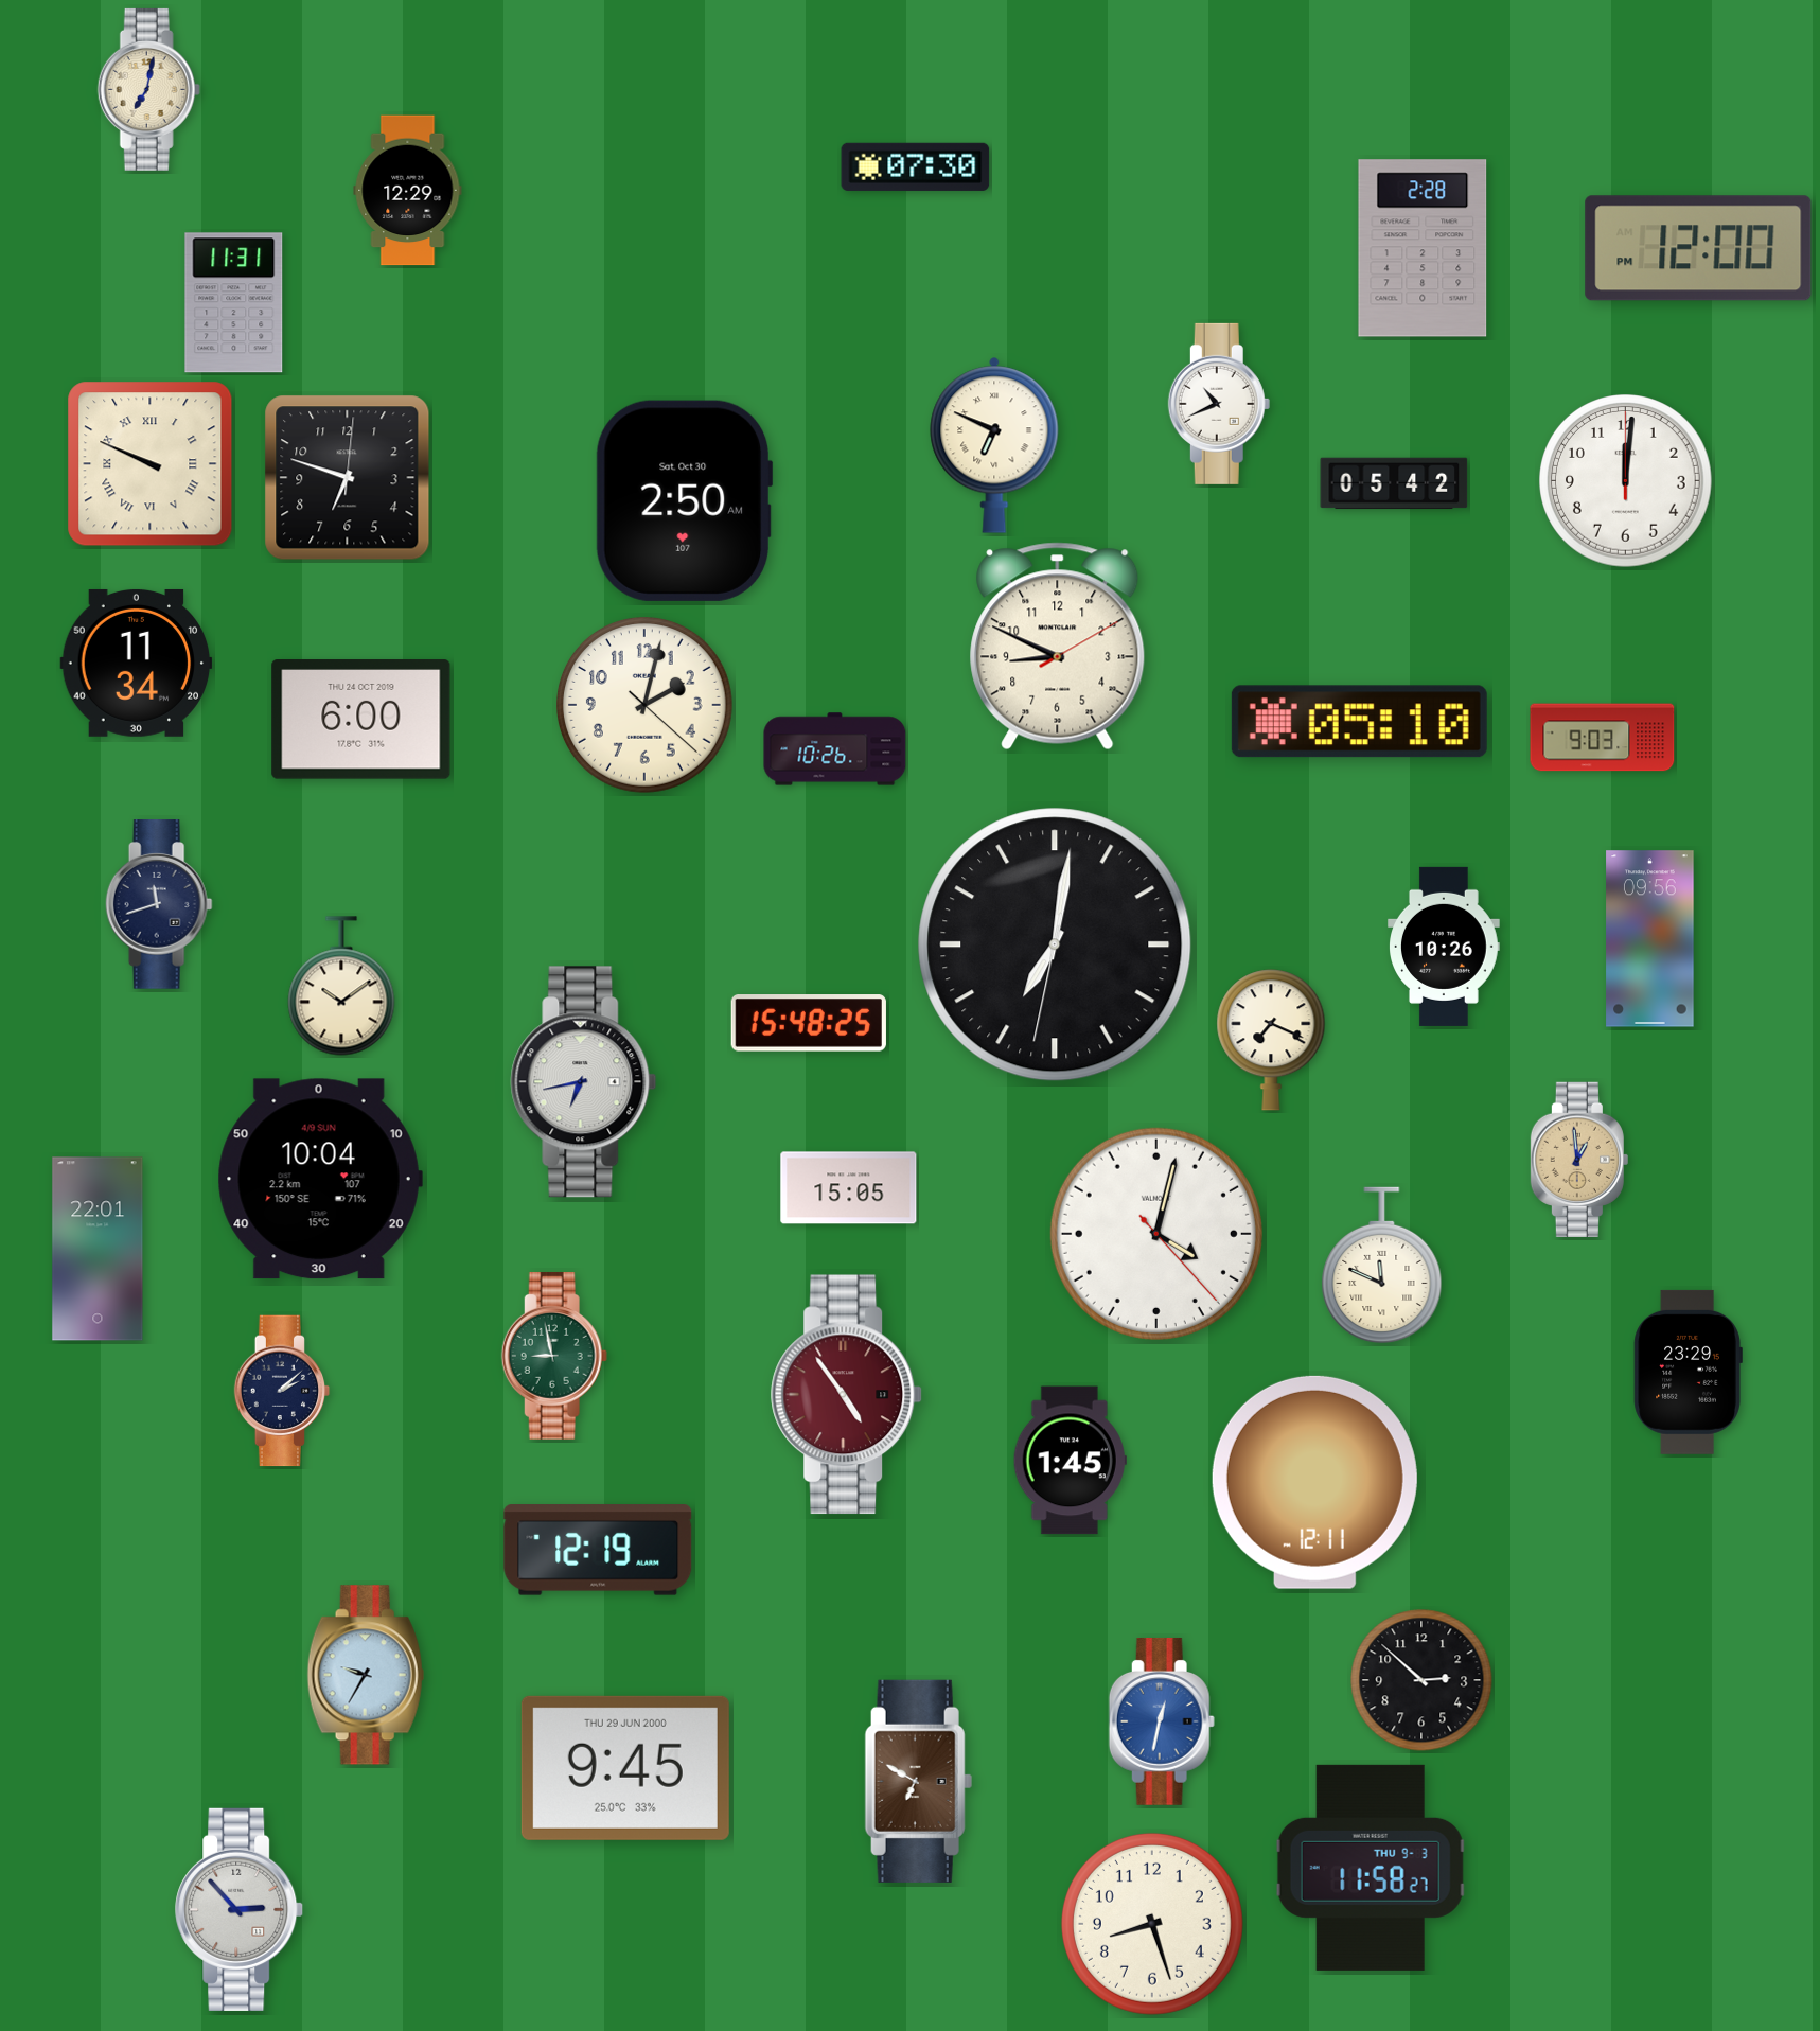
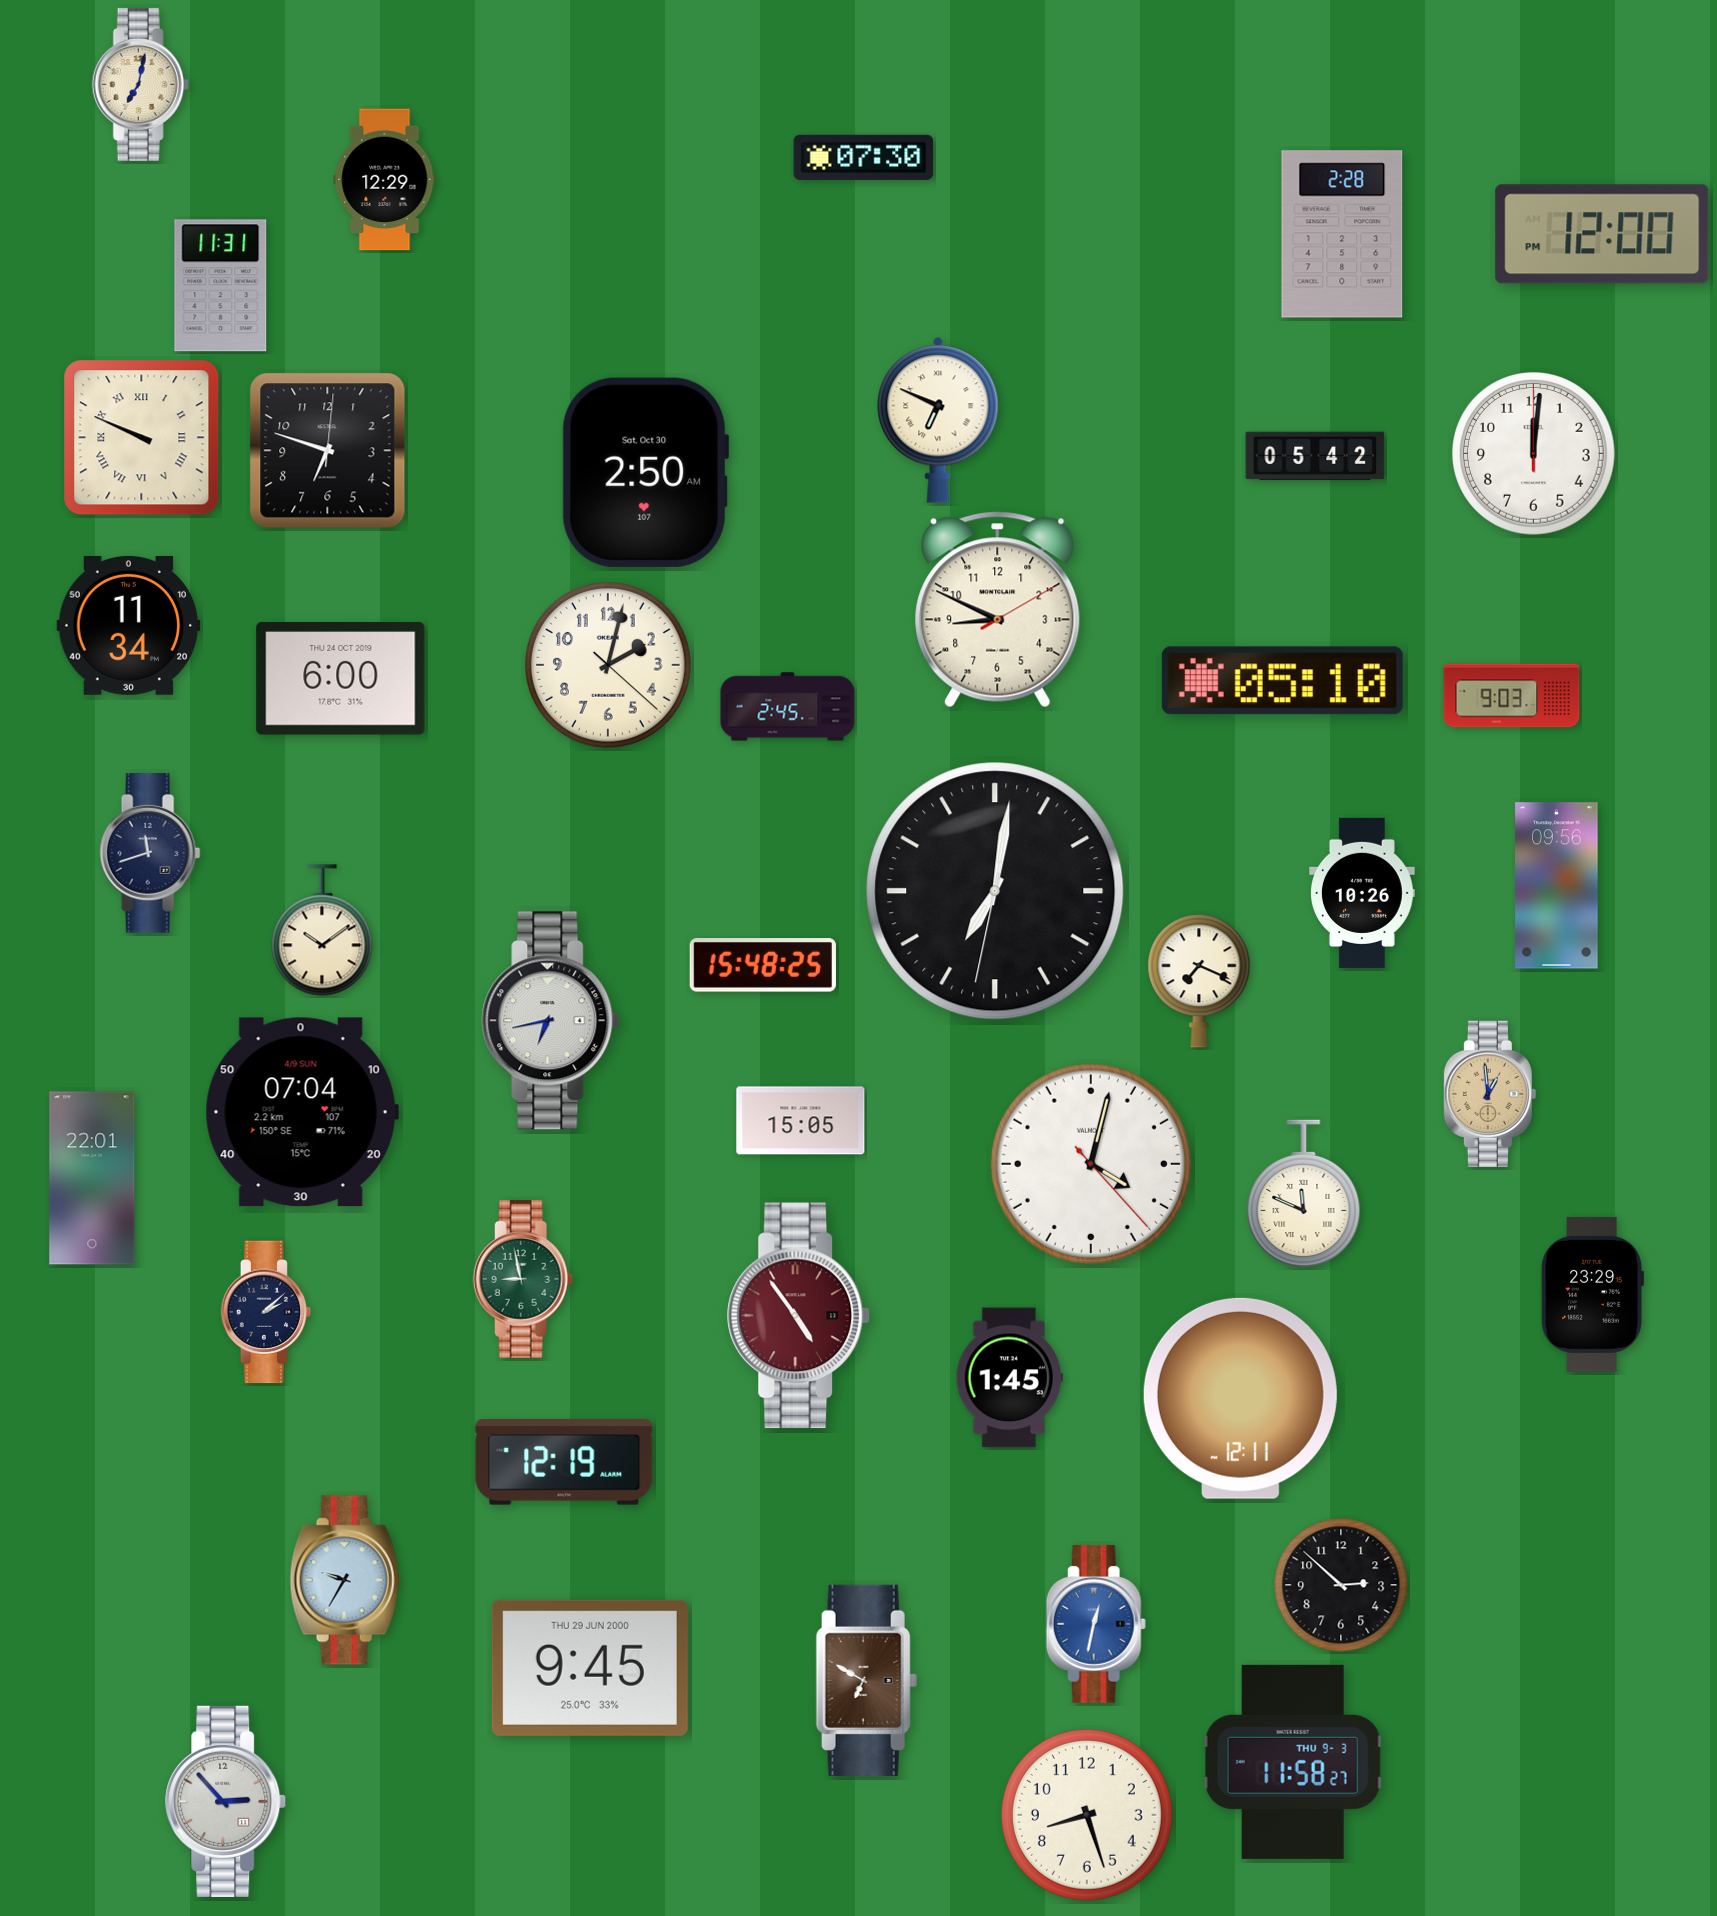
clock at (1219, 404): 10:41 -> none
clock at (835, 749): 10:26 -> 2:45
clock at (320, 1179): 10:04 -> 07:04
